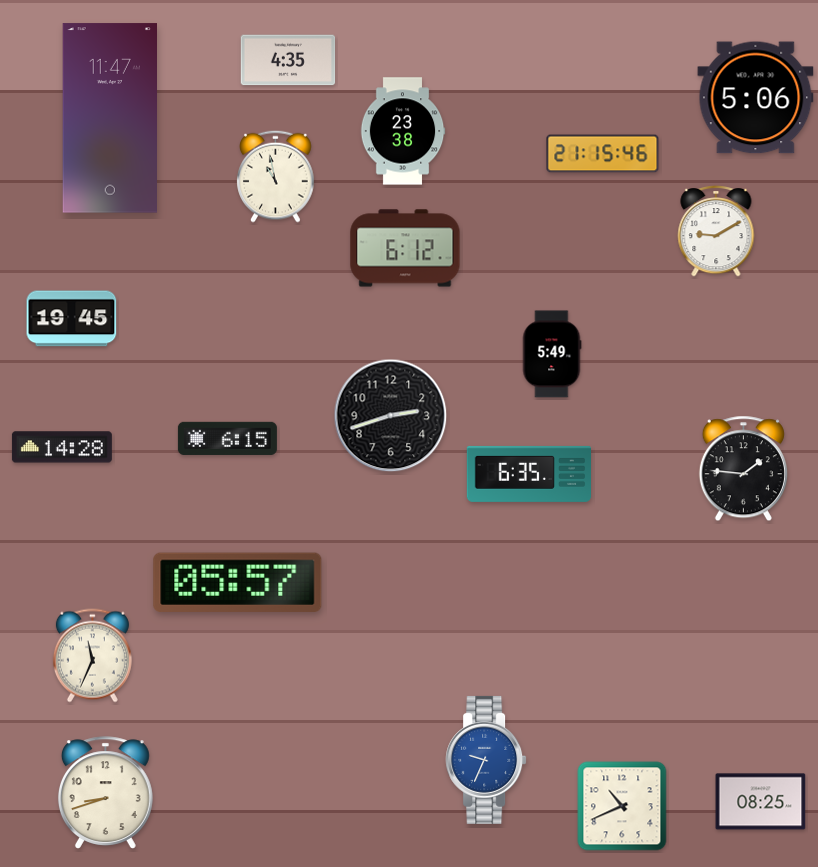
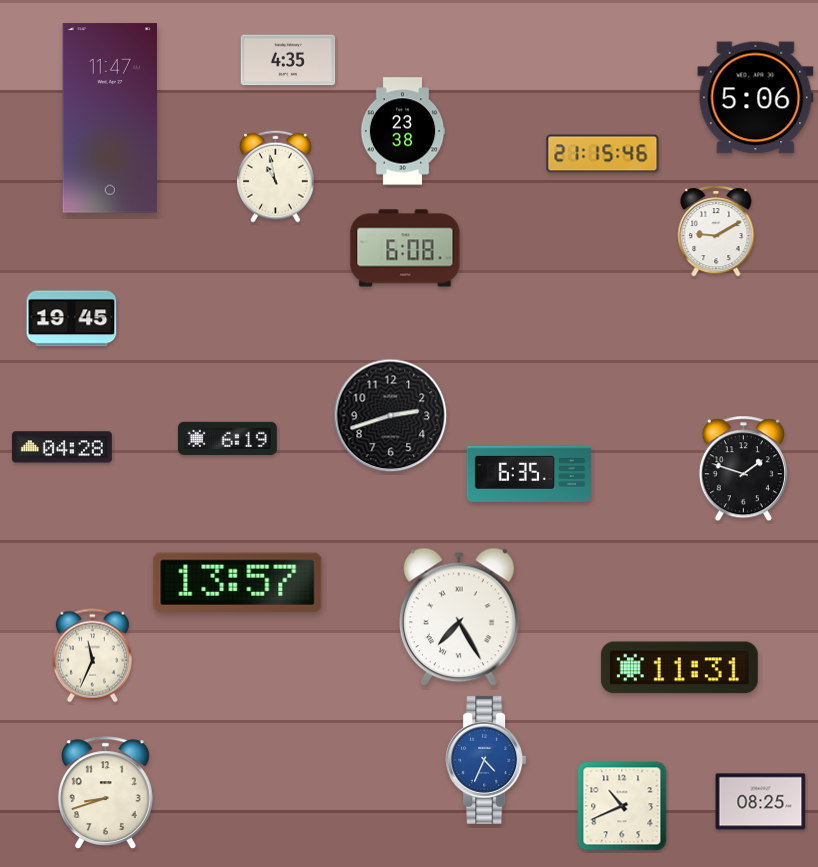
clock at (405, 248): 6:12 -> 6:08
clock at (552, 354): 5:49 -> none
clock at (227, 438): 6:15 -> 6:19
clock at (62, 447): 14:28 -> 04:28
clock at (743, 469): 1:46 -> 1:48
clock at (238, 582): 05:57 -> 13:57
clock at (459, 617): none -> 7:25
clock at (679, 668): none -> 11:31
clock at (486, 760): 9:34 -> 4:34
